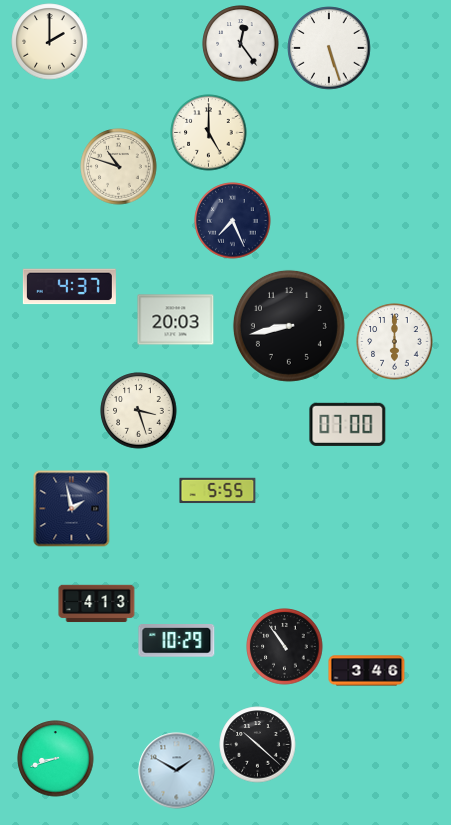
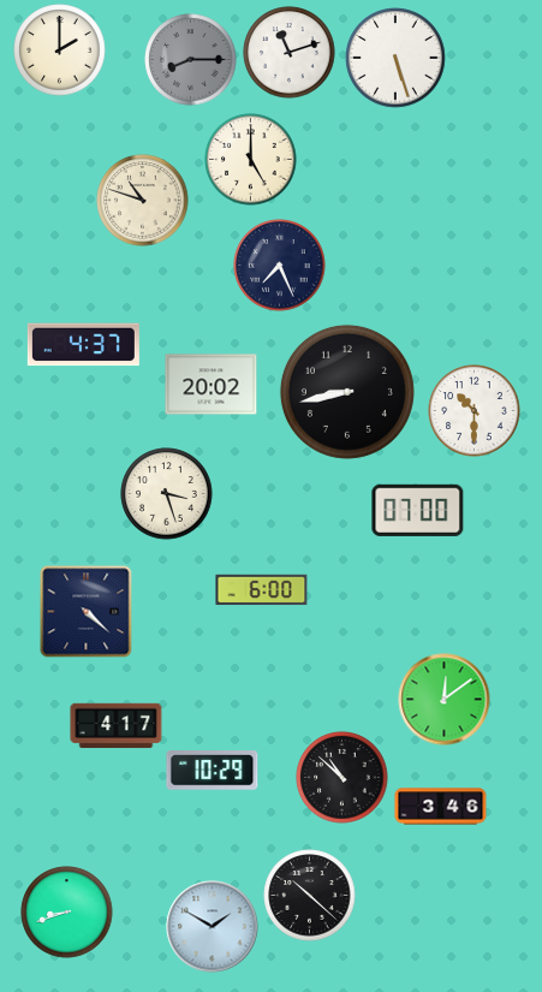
clock at (241, 44): 12:24 -> 11:12
clock at (191, 60): none -> 8:15
clock at (176, 320): 20:03 -> 20:02
clock at (395, 342): 6:00 -> 10:30
clock at (218, 491): 5:55 -> 6:00
clock at (72, 509): 1:58 -> 4:22
clock at (445, 700): none -> 12:09
clock at (97, 604): 4:13 -> 4:17
clock at (285, 647): 10:54 -> 10:52
